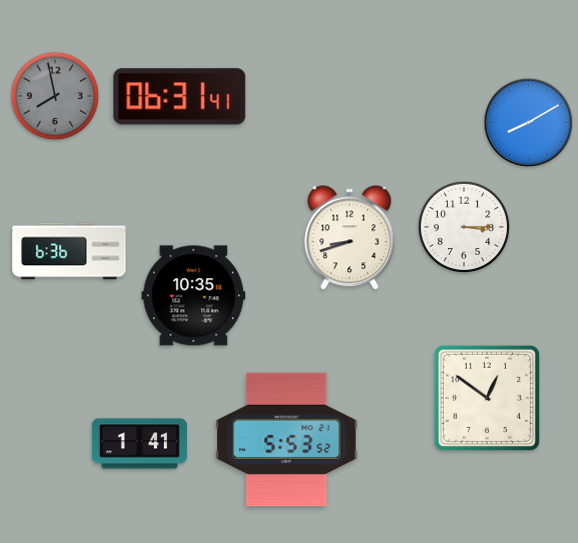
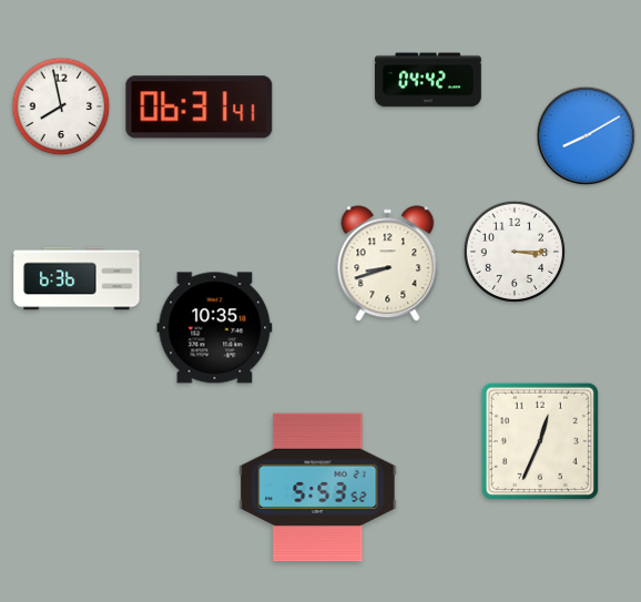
clock at (428, 80): none -> 04:42
clock at (55, 96) dial: grey -> white
clock at (487, 398): 12:51 -> 12:34
clock at (139, 444): 1:41 -> none
